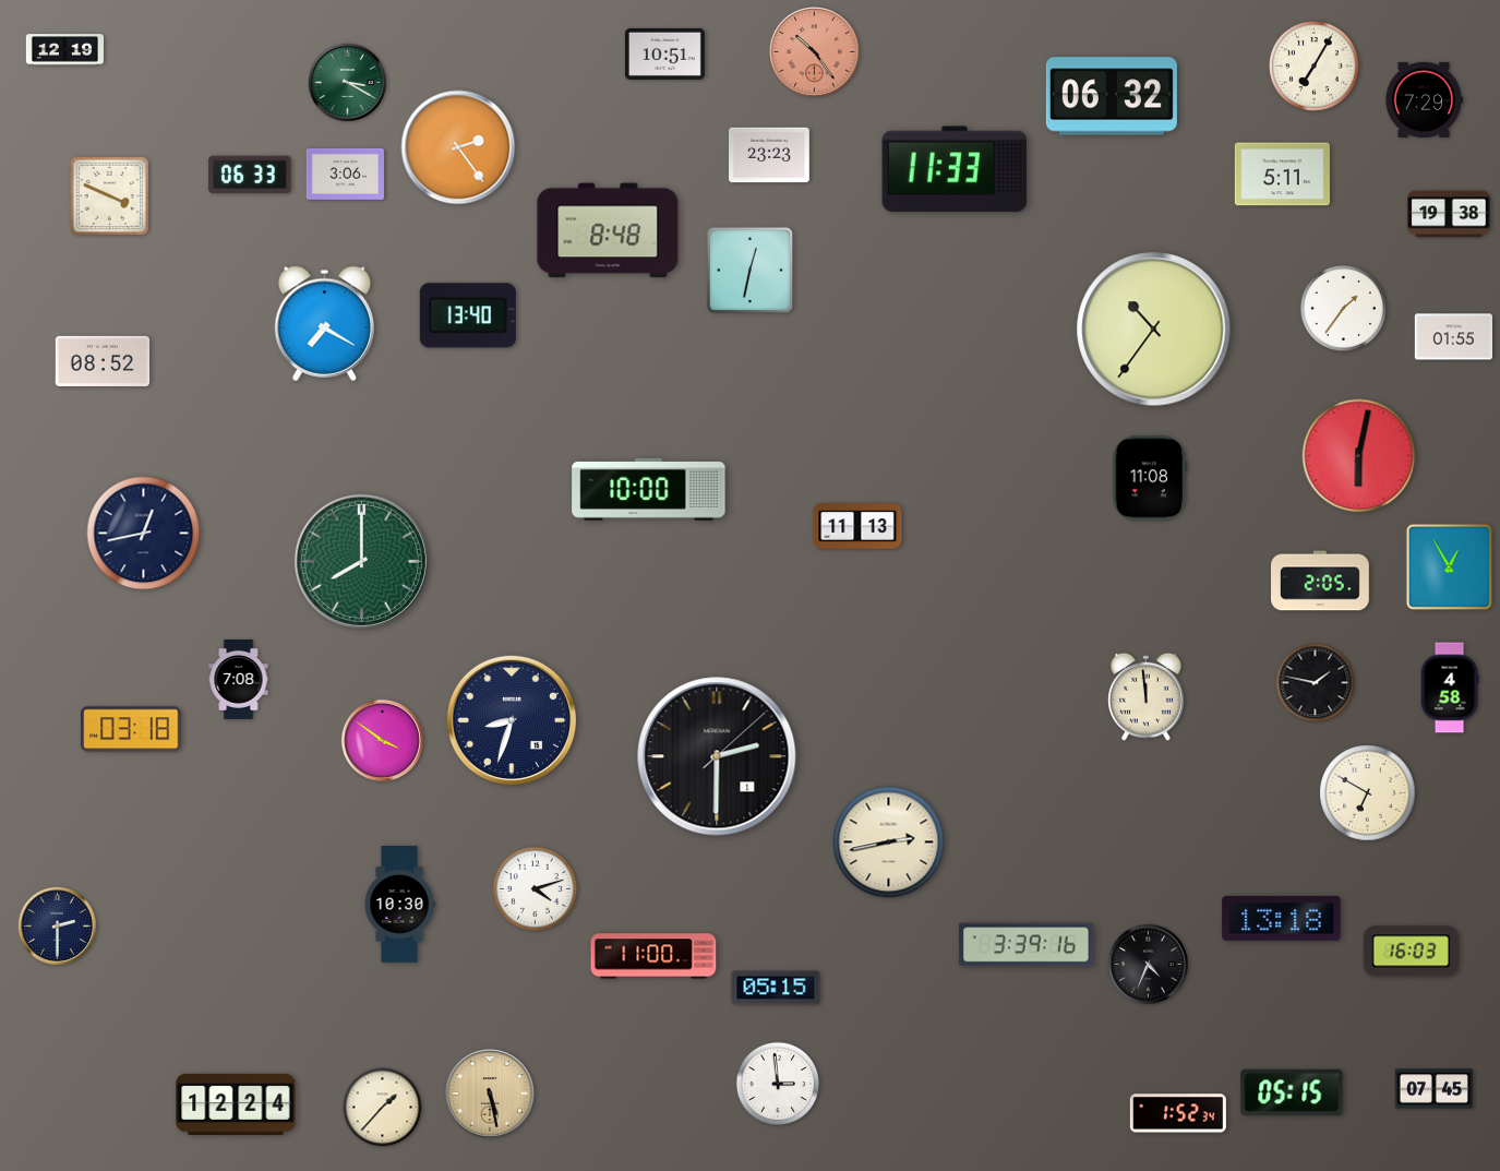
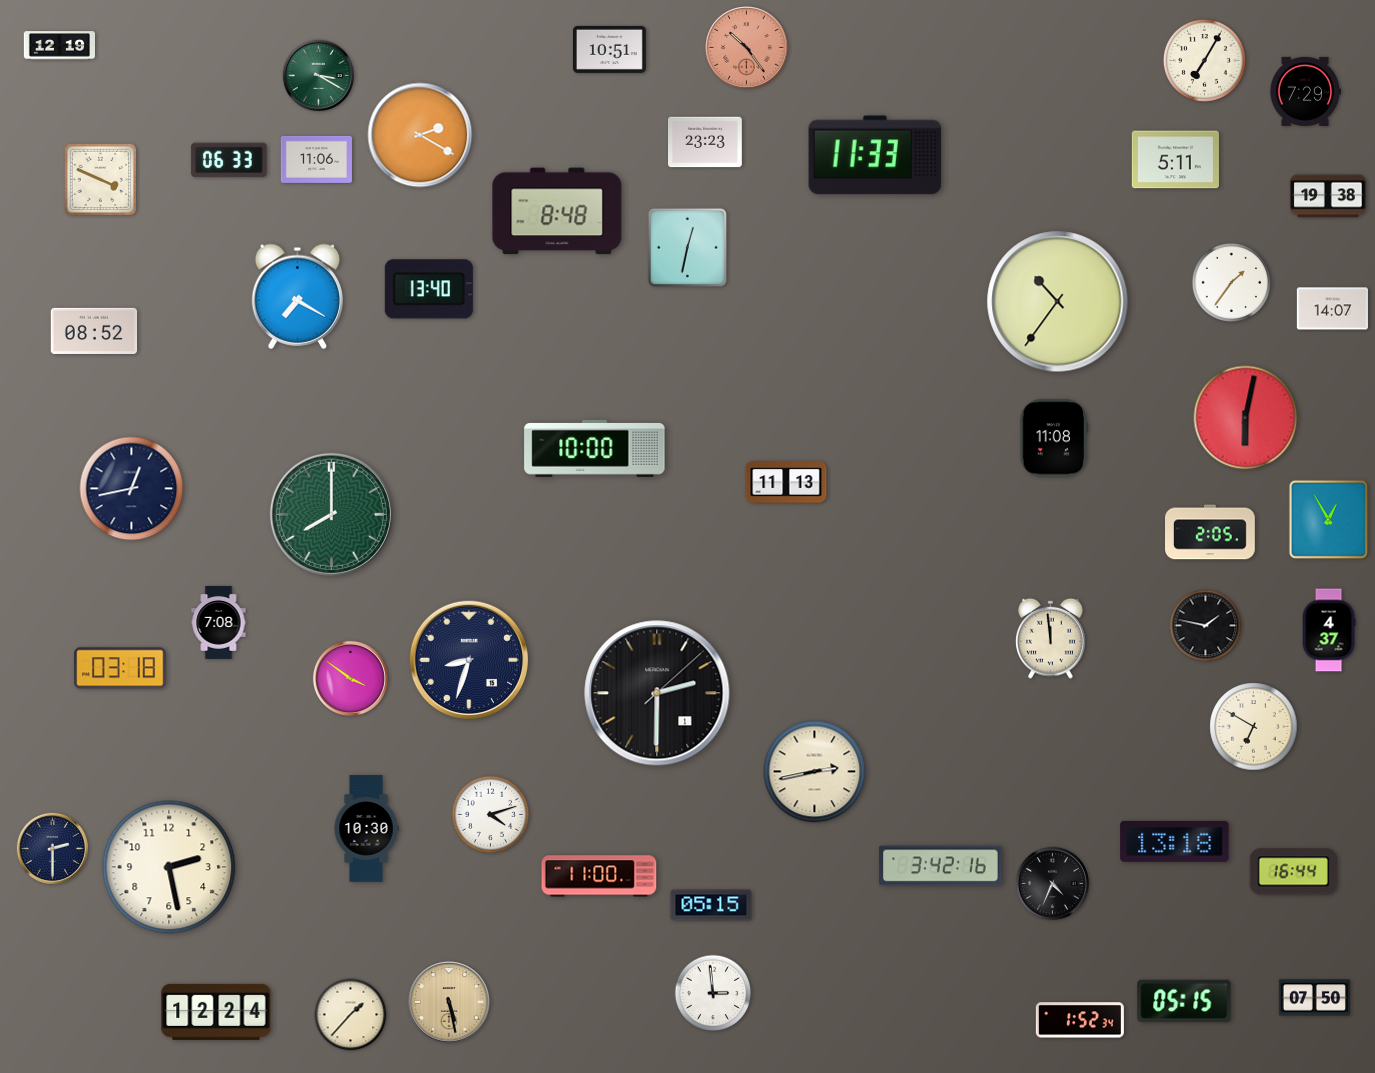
clock at (1112, 96): 06:32 -> none
clock at (458, 147): 2:24 -> 2:20
clock at (345, 174): 3:06 -> 11:06
clock at (1453, 337): 01:55 -> 14:07
clock at (1450, 688): 4:58 -> 4:37
clock at (1027, 945): 3:39 -> 3:42
clock at (169, 867): none -> 2:28
clock at (1411, 952): 16:03 -> 16:44
clock at (1433, 1089): 07:45 -> 07:50
